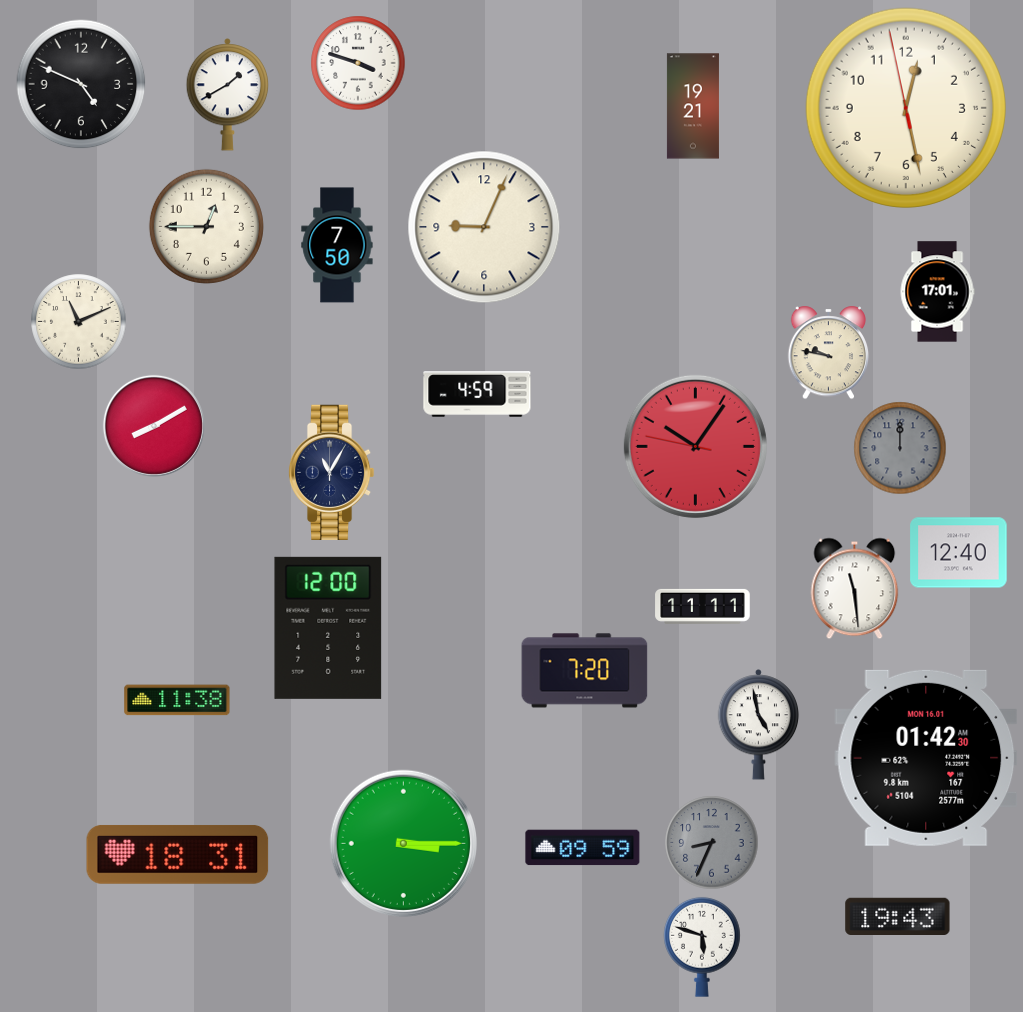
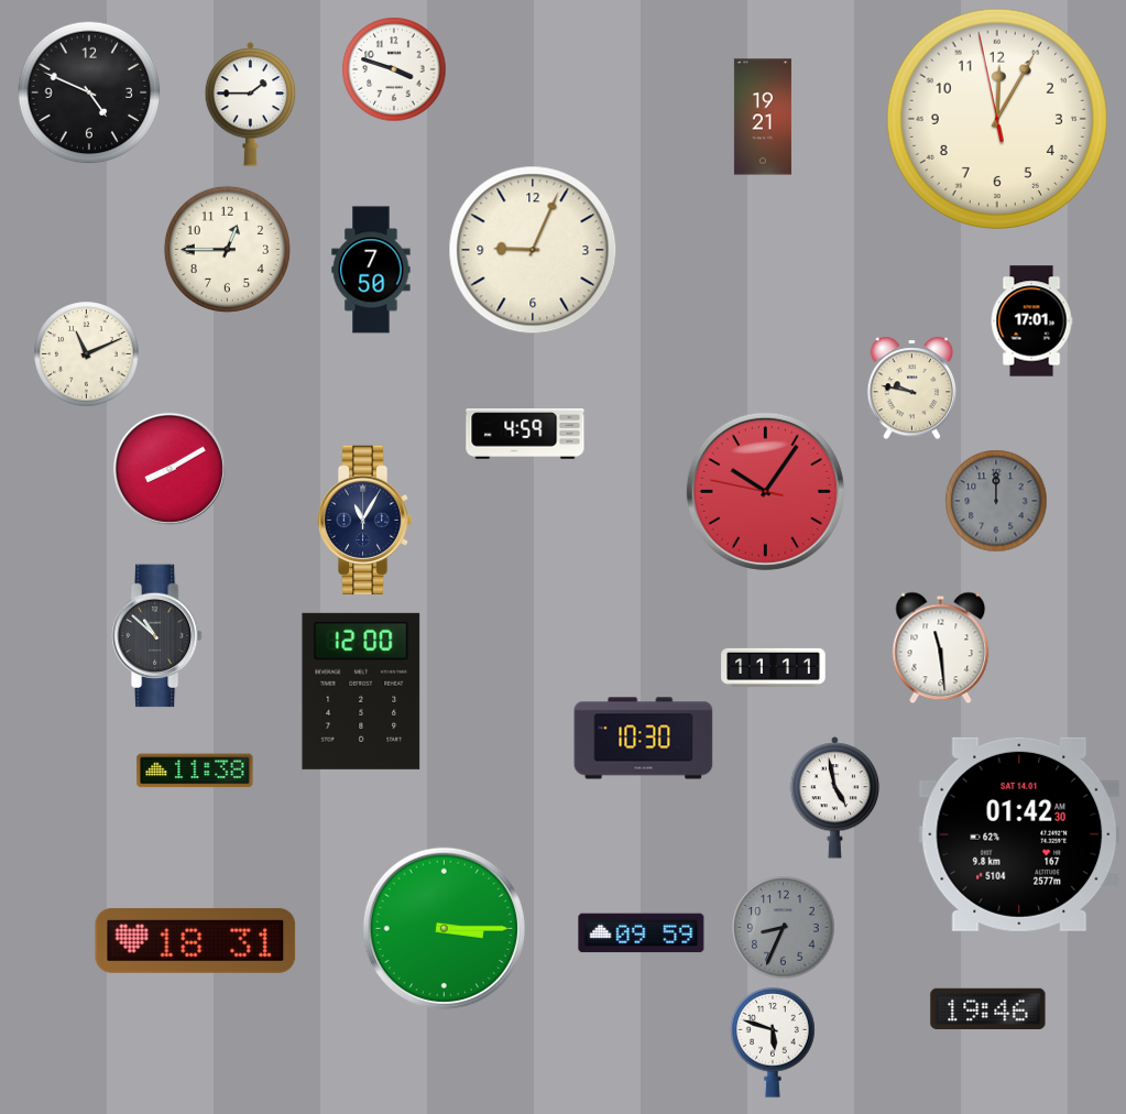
clock at (228, 95): 1:40 -> 1:45
clock at (906, 108): 12:27 -> 12:04
clock at (900, 448) position: (900, 448) -> (996, 501)
clock at (959, 553): 12:40 -> none
clock at (156, 636): none -> 10:52
clock at (585, 671): 7:20 -> 10:30
clock at (926, 758) date: MON 16.01 -> SAT 14.01
clock at (898, 917): 19:43 -> 19:46
